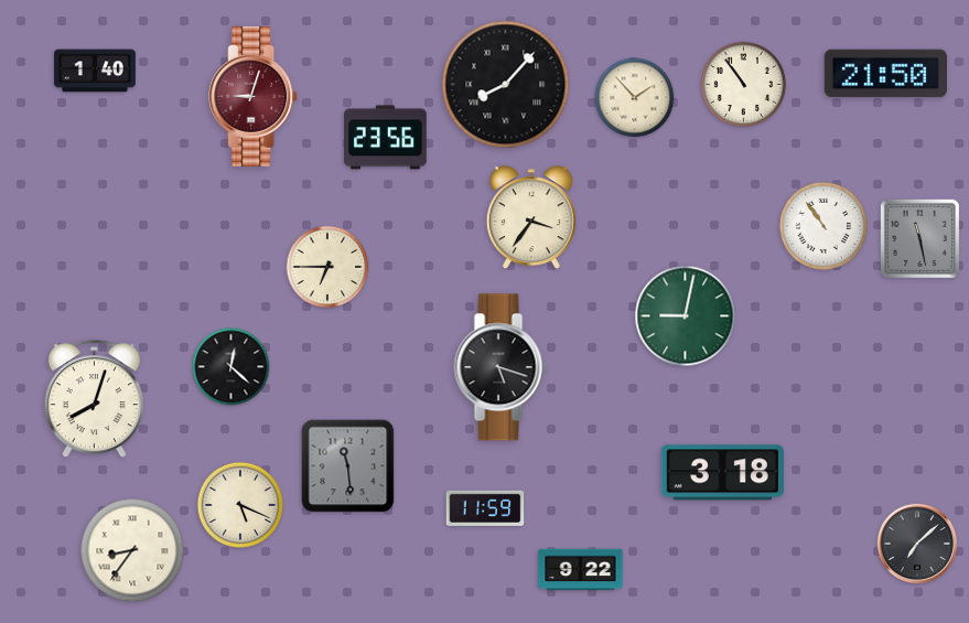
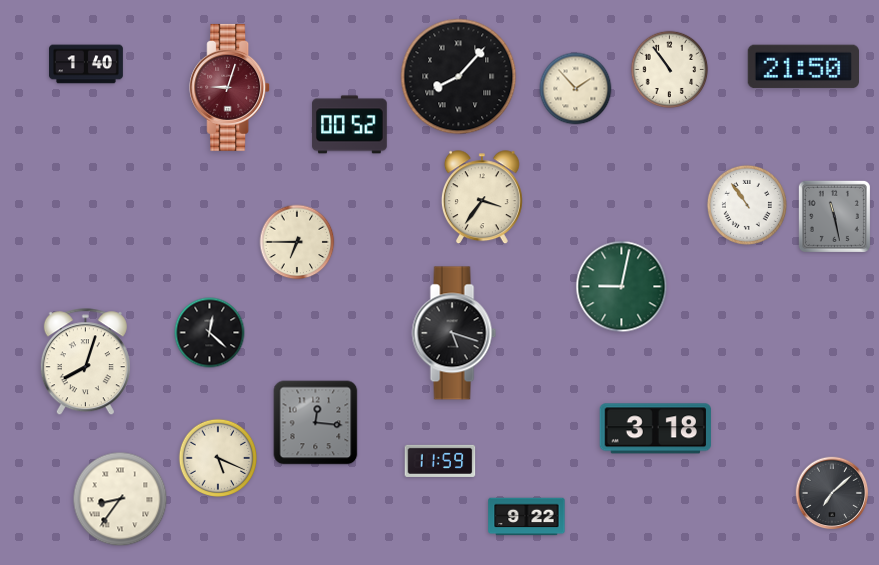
clock at (744, 85) position: (744, 85) -> (670, 70)
clock at (386, 138): 23:56 -> 00:52
clock at (348, 466): 11:29 -> 12:16
